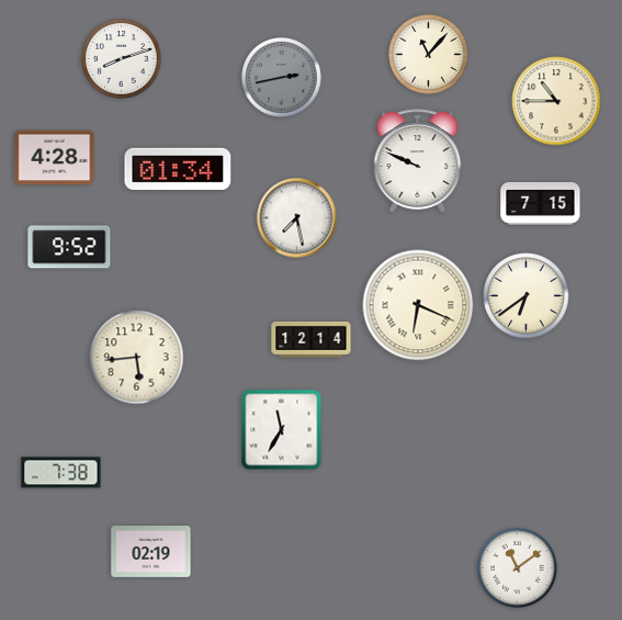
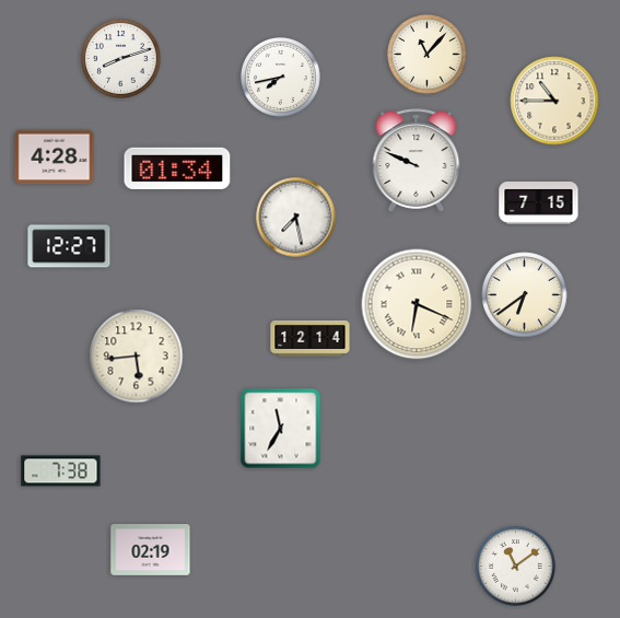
clock at (282, 78): 2:43 -> 7:43
clock at (282, 78) dial: grey -> white
clock at (69, 247): 9:52 -> 12:27
